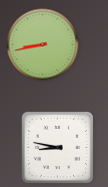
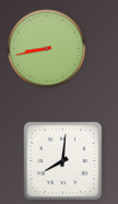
clock at (58, 148): 8:47 -> 8:01
